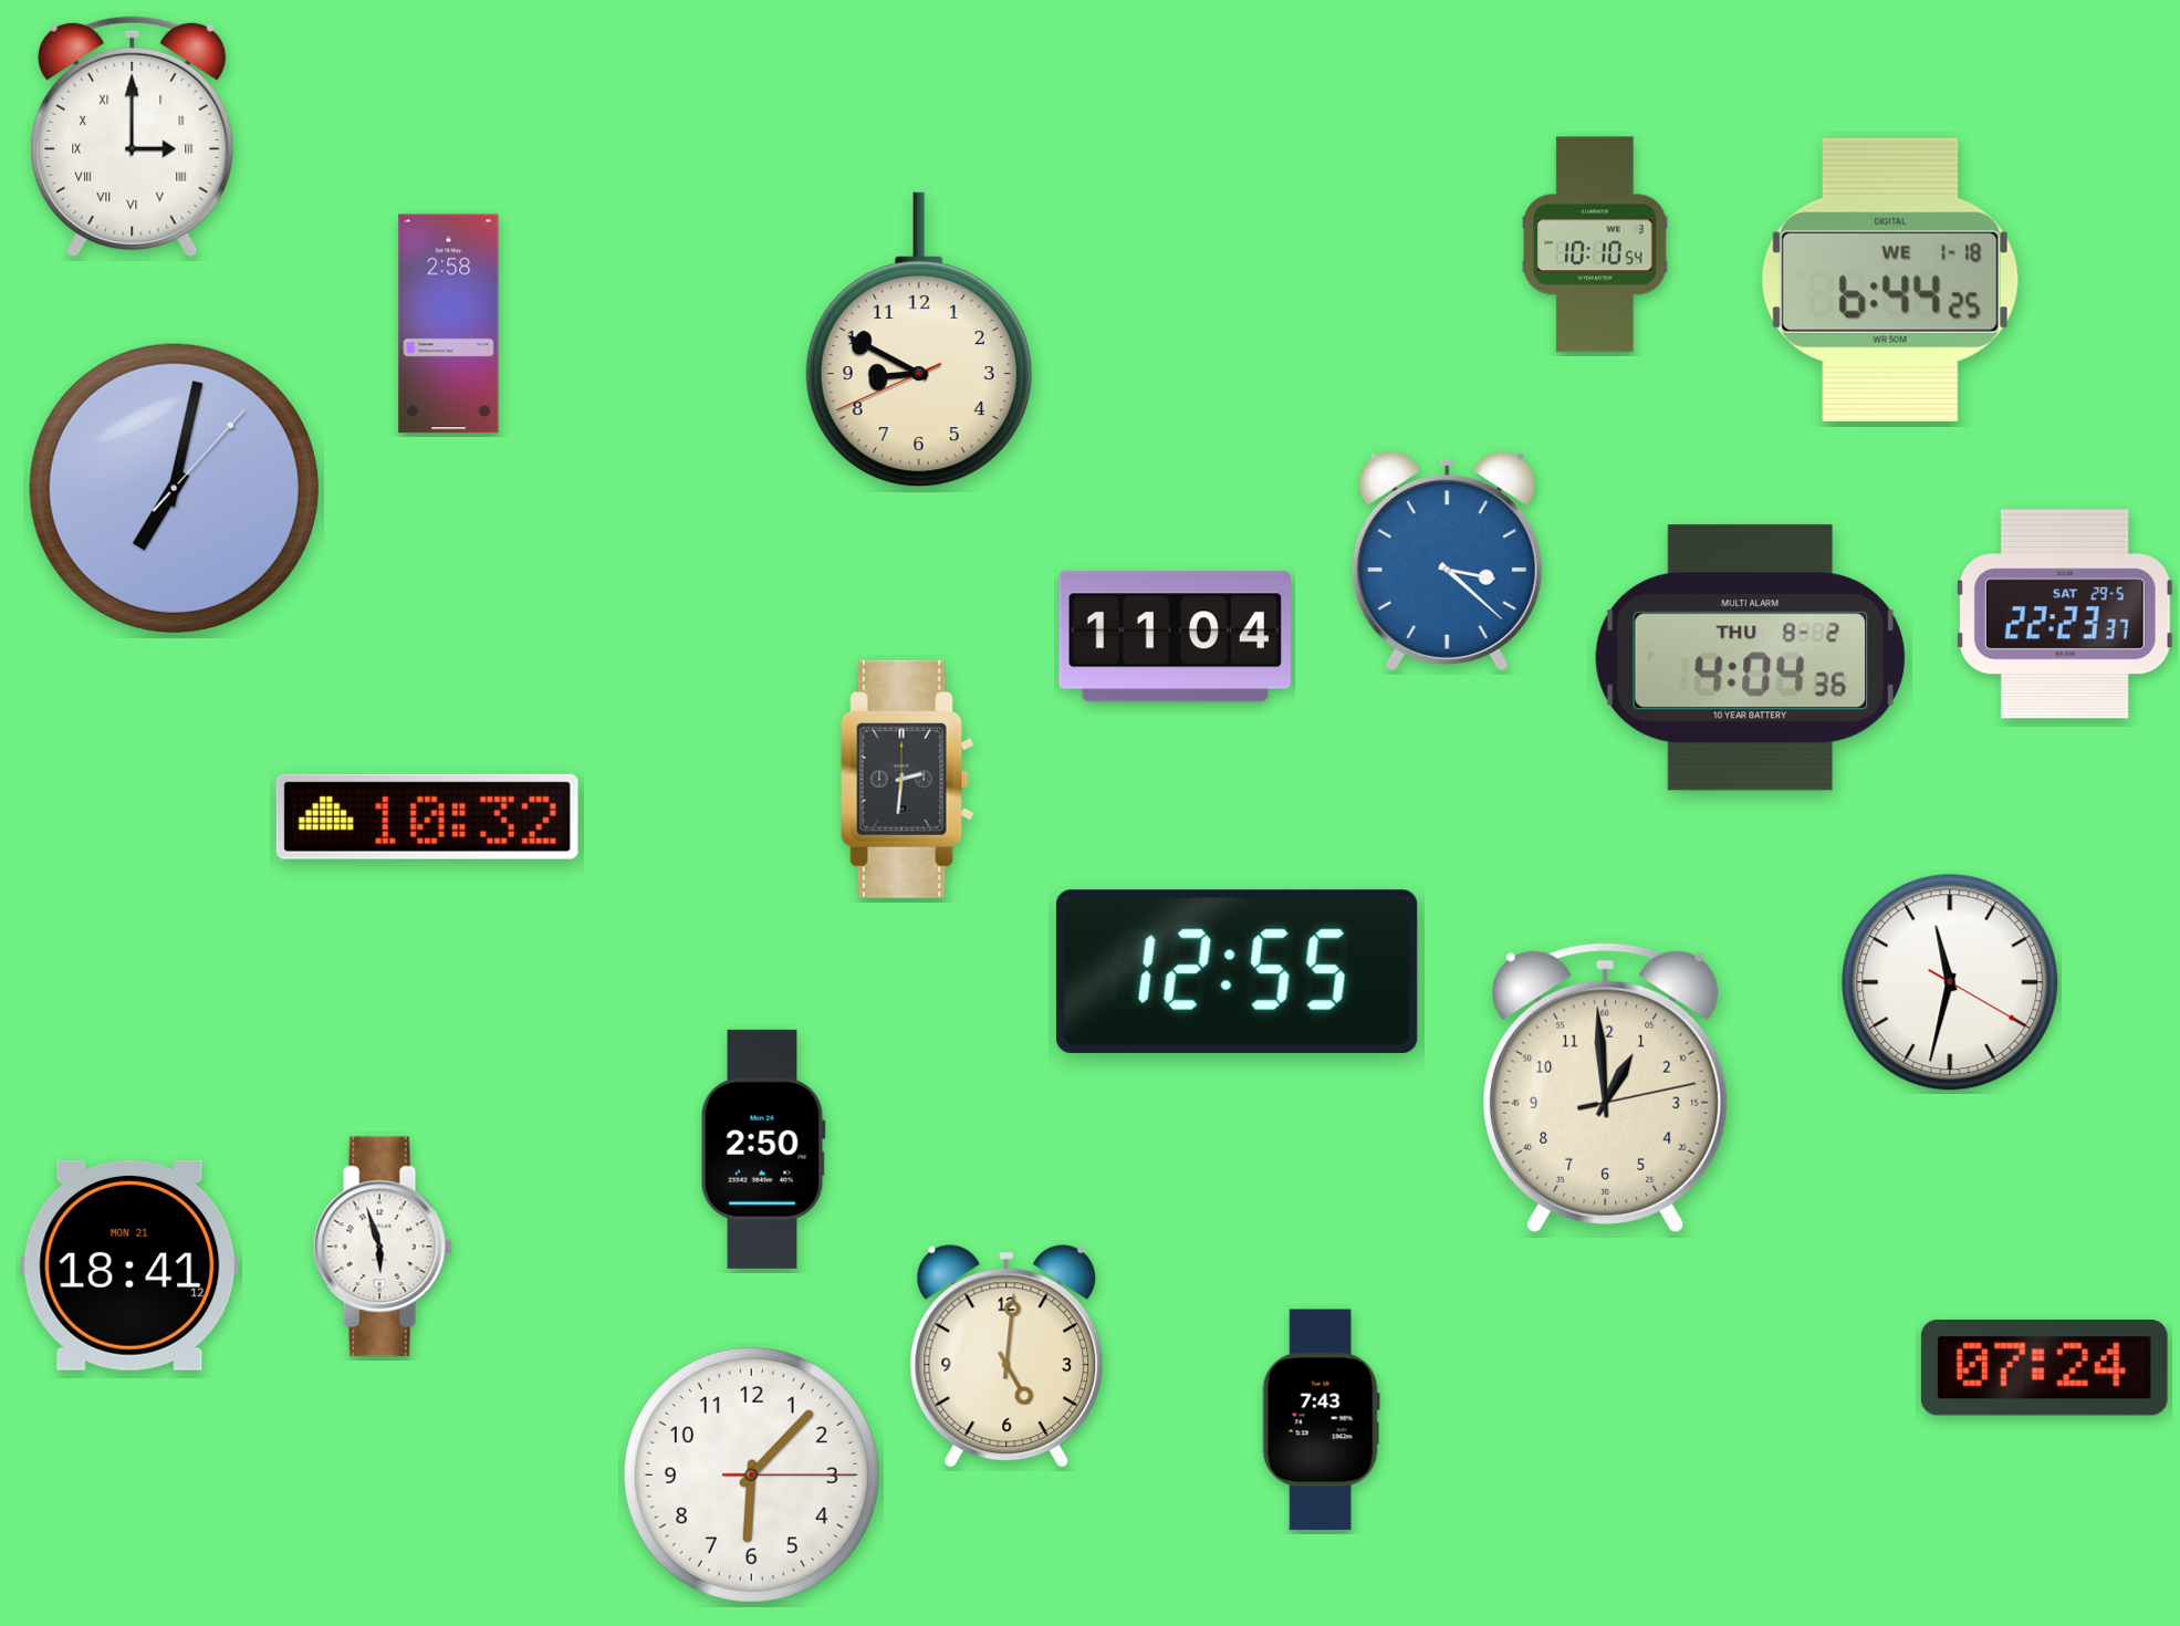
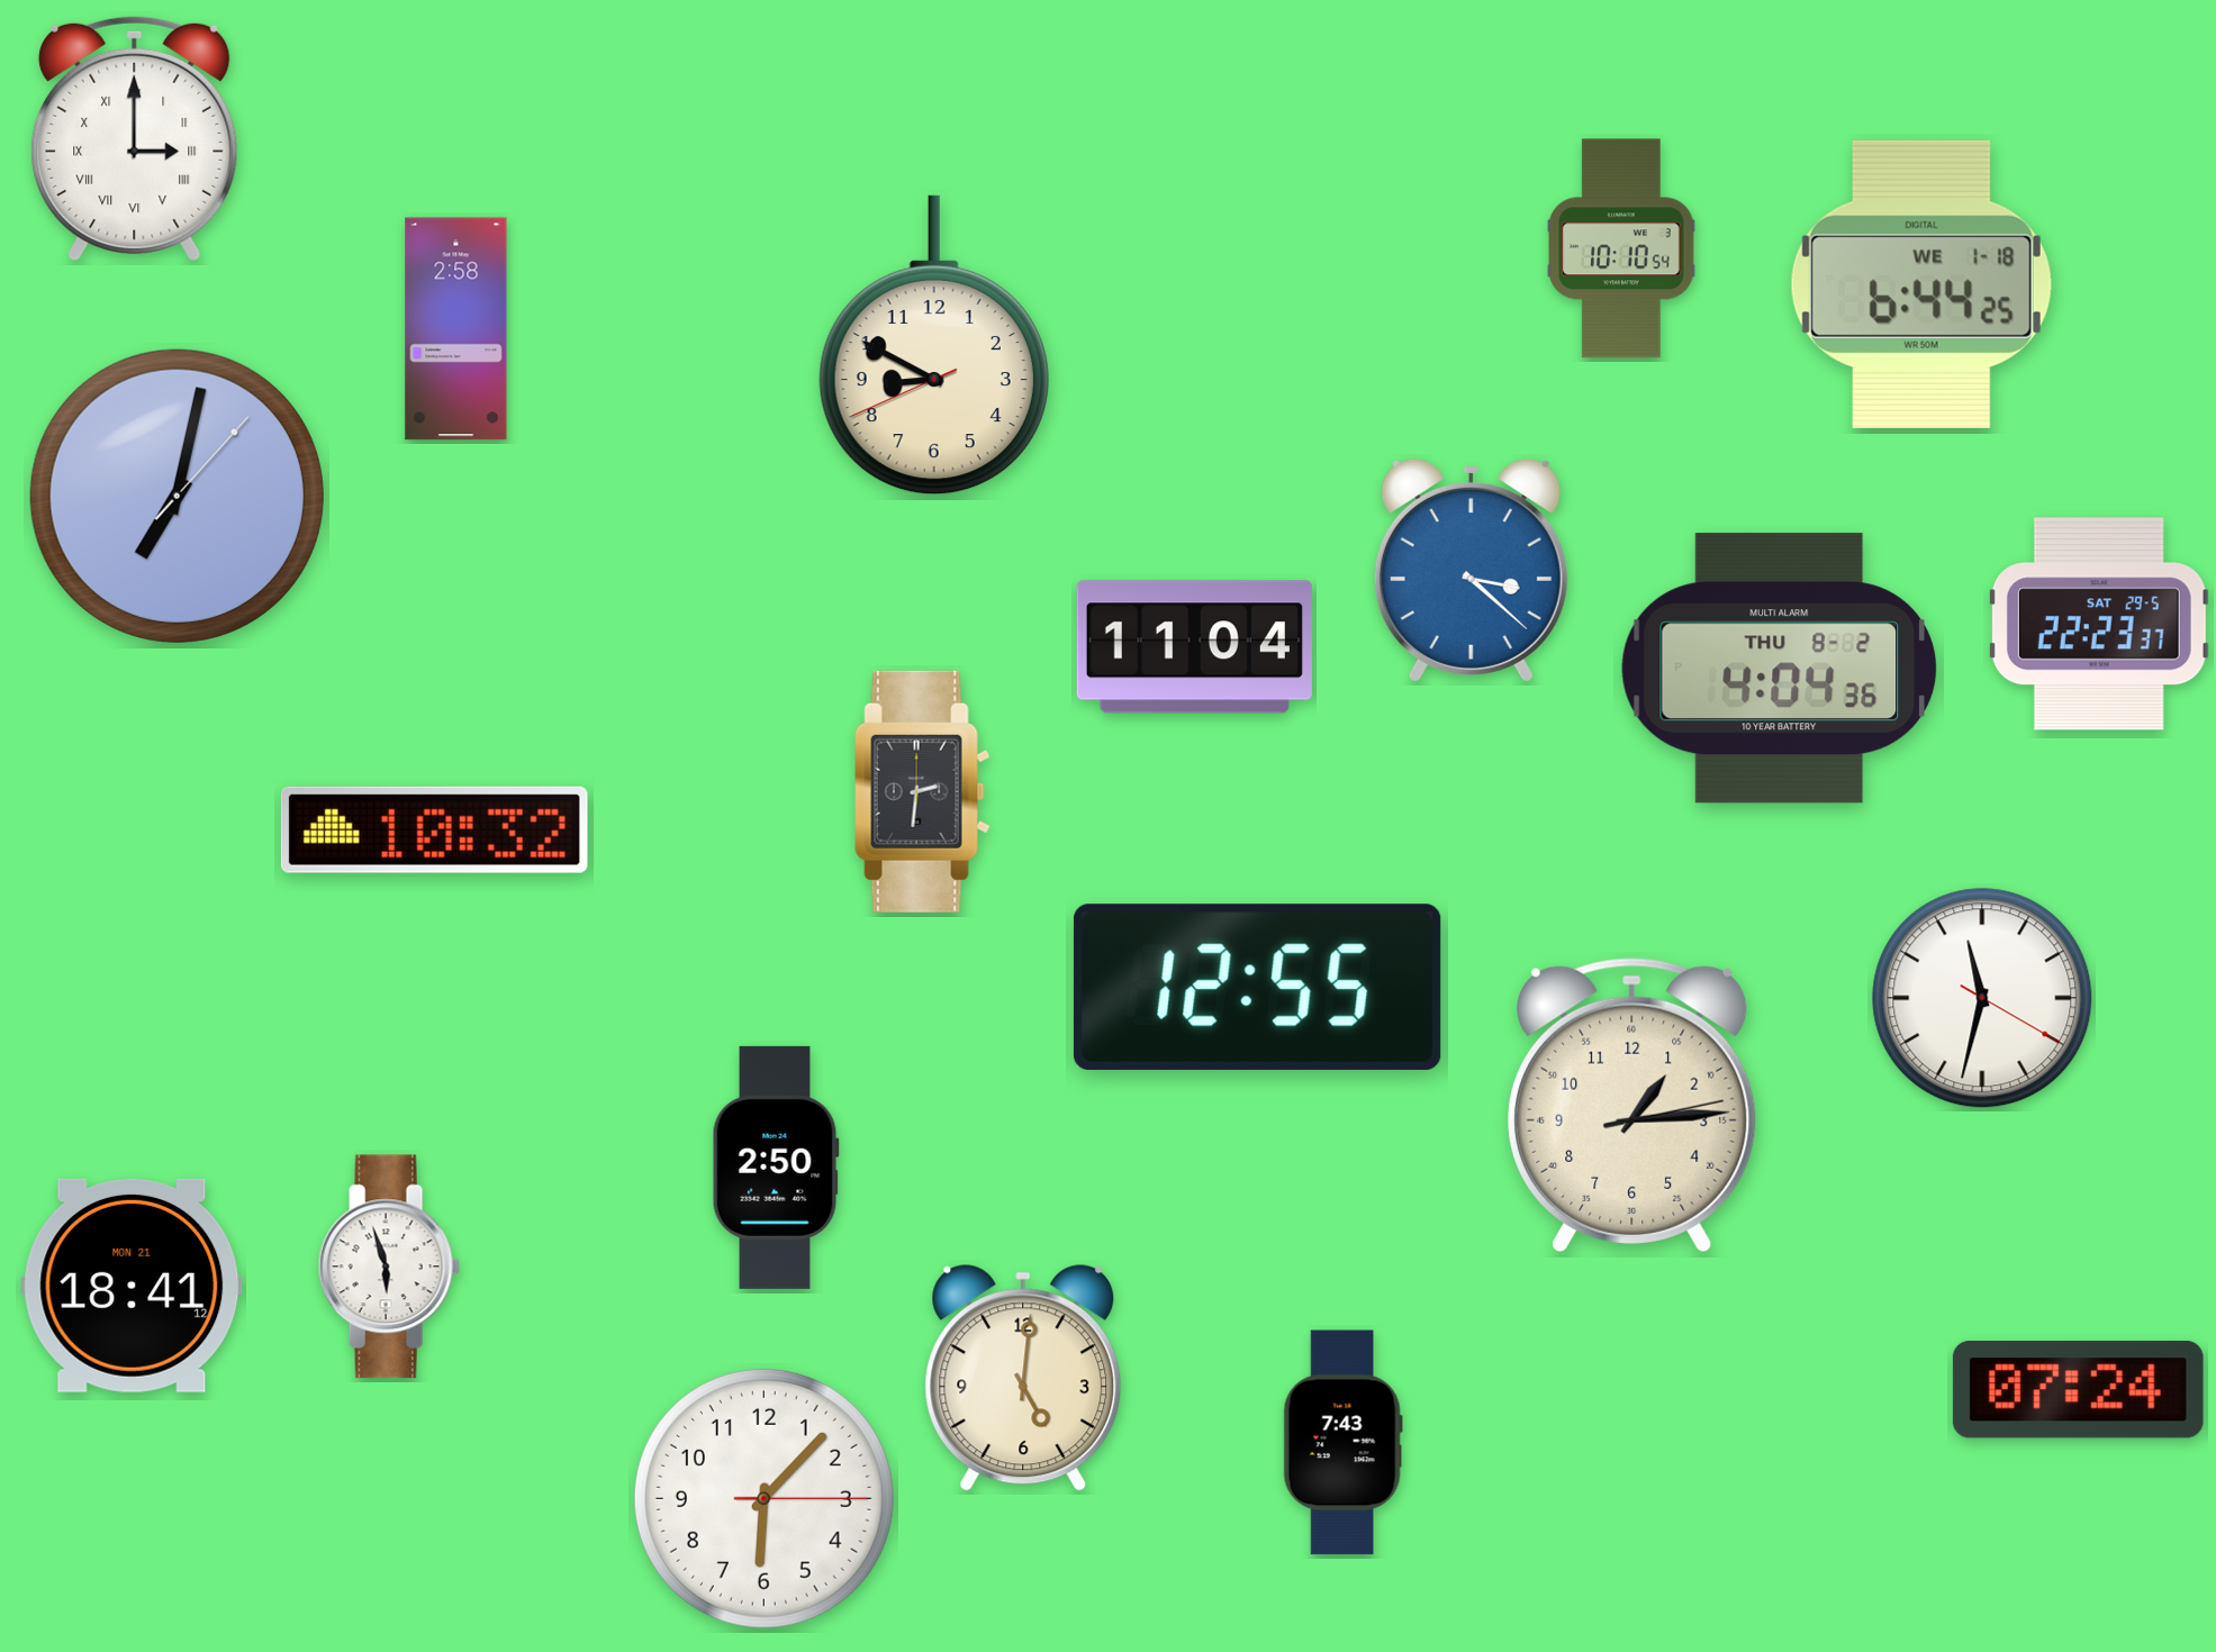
clock at (1606, 1087): 12:59 -> 1:14
